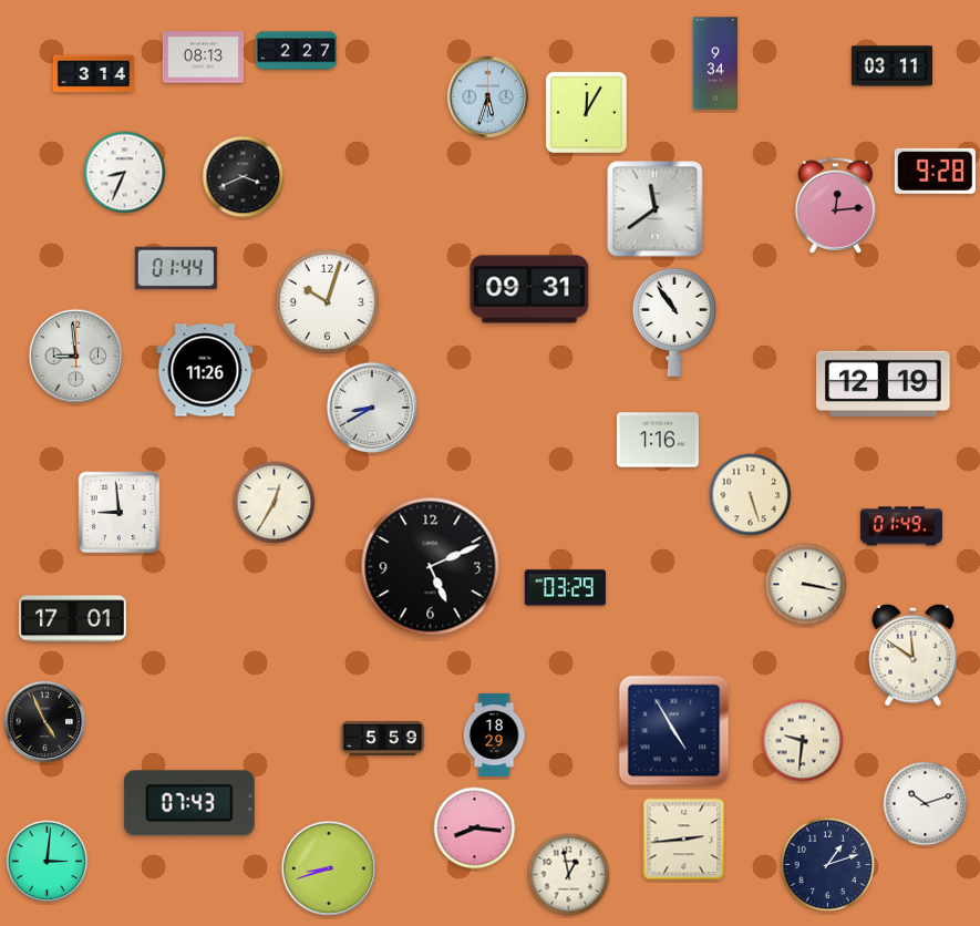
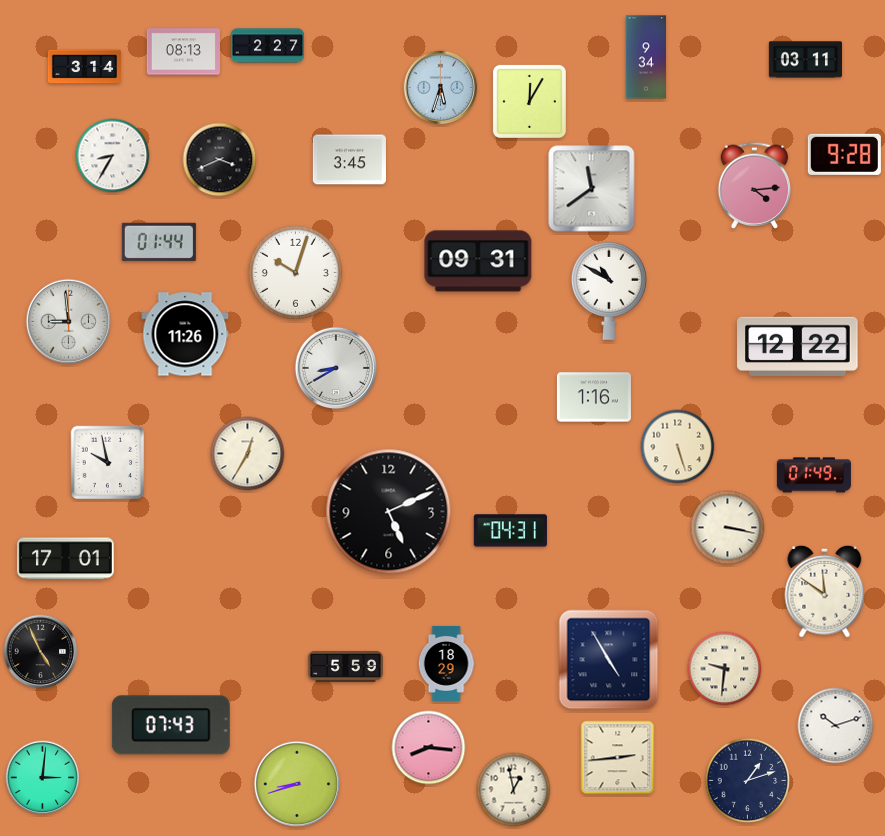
clock at (125, 173): 8:34 -> 8:35
clock at (349, 160): none -> 3:45
clock at (836, 205): 12:14 -> 4:14
clock at (674, 322): 10:54 -> 10:50
clock at (884, 383): 12:19 -> 12:22
clock at (120, 513): 8:59 -> 9:58
clock at (565, 588): 03:29 -> 04:31
